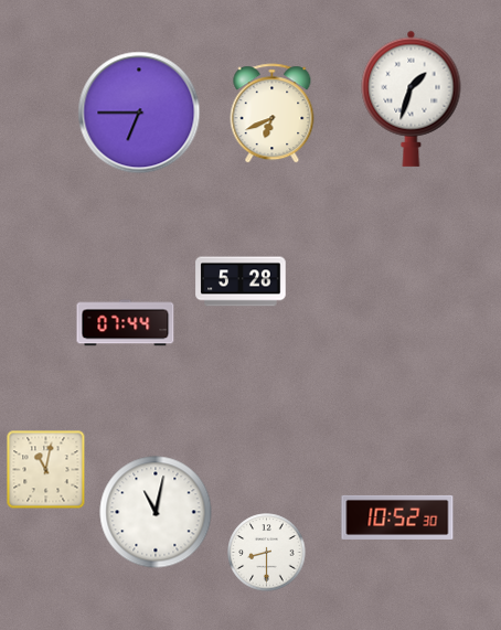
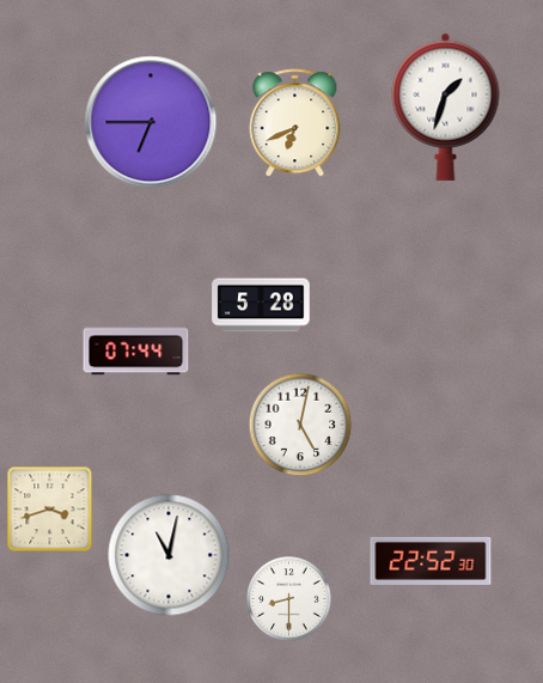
clock at (300, 425): none -> 5:02
clock at (46, 470): 11:02 -> 3:42
clock at (397, 517): 10:52 -> 22:52
